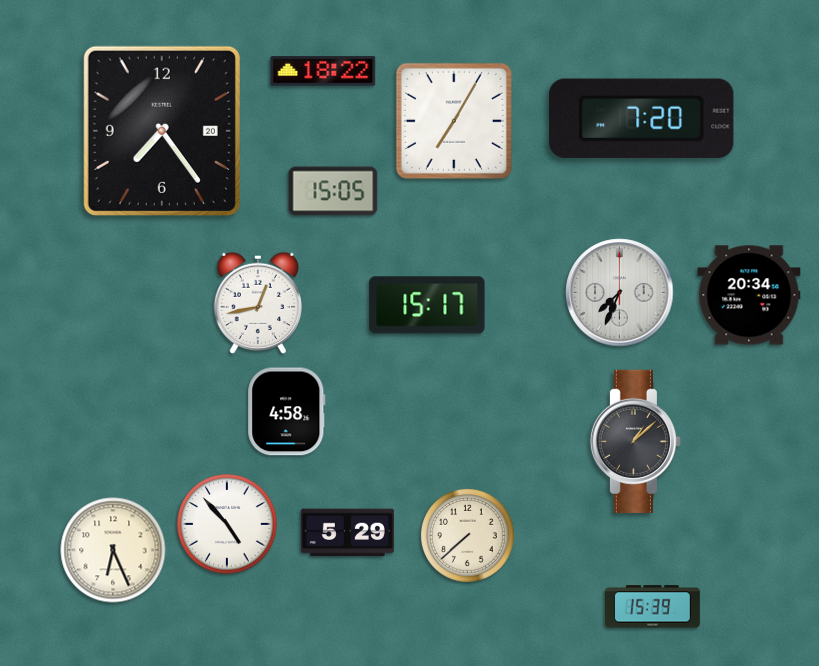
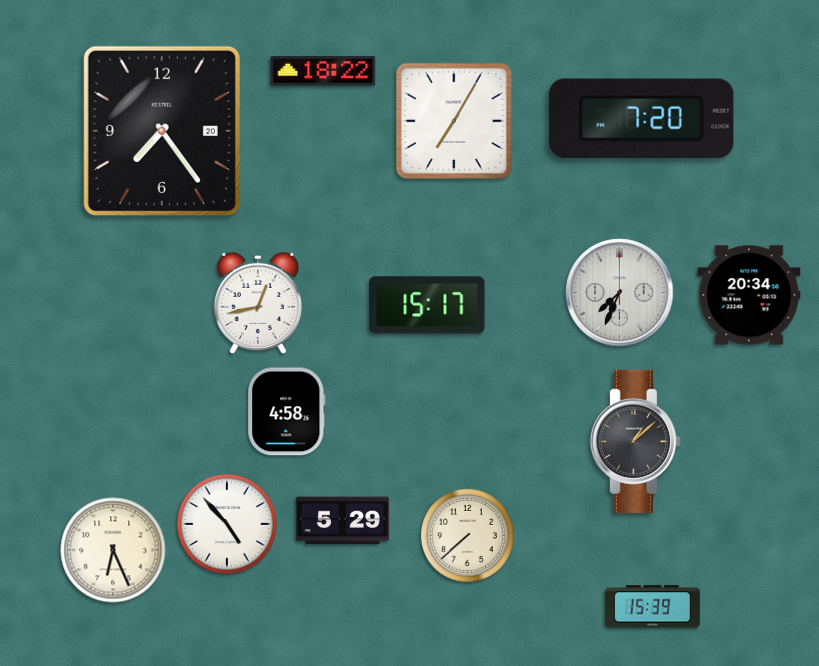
clock at (333, 191): 15:05 -> none
clock at (347, 533) position: (347, 533) -> (342, 521)
